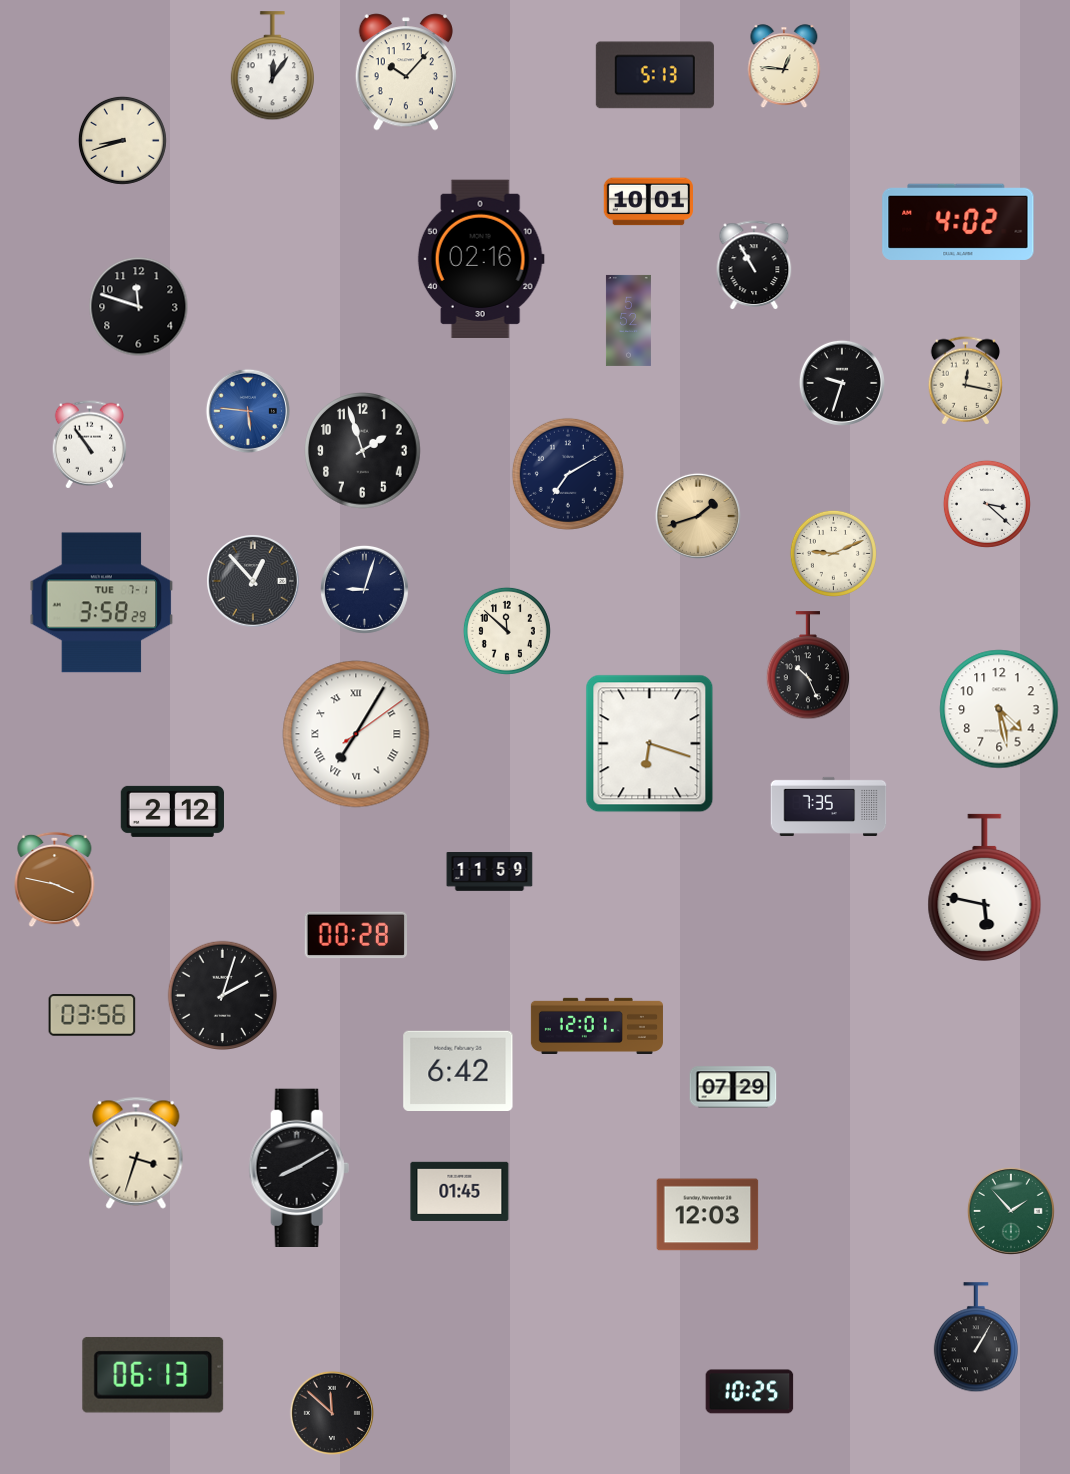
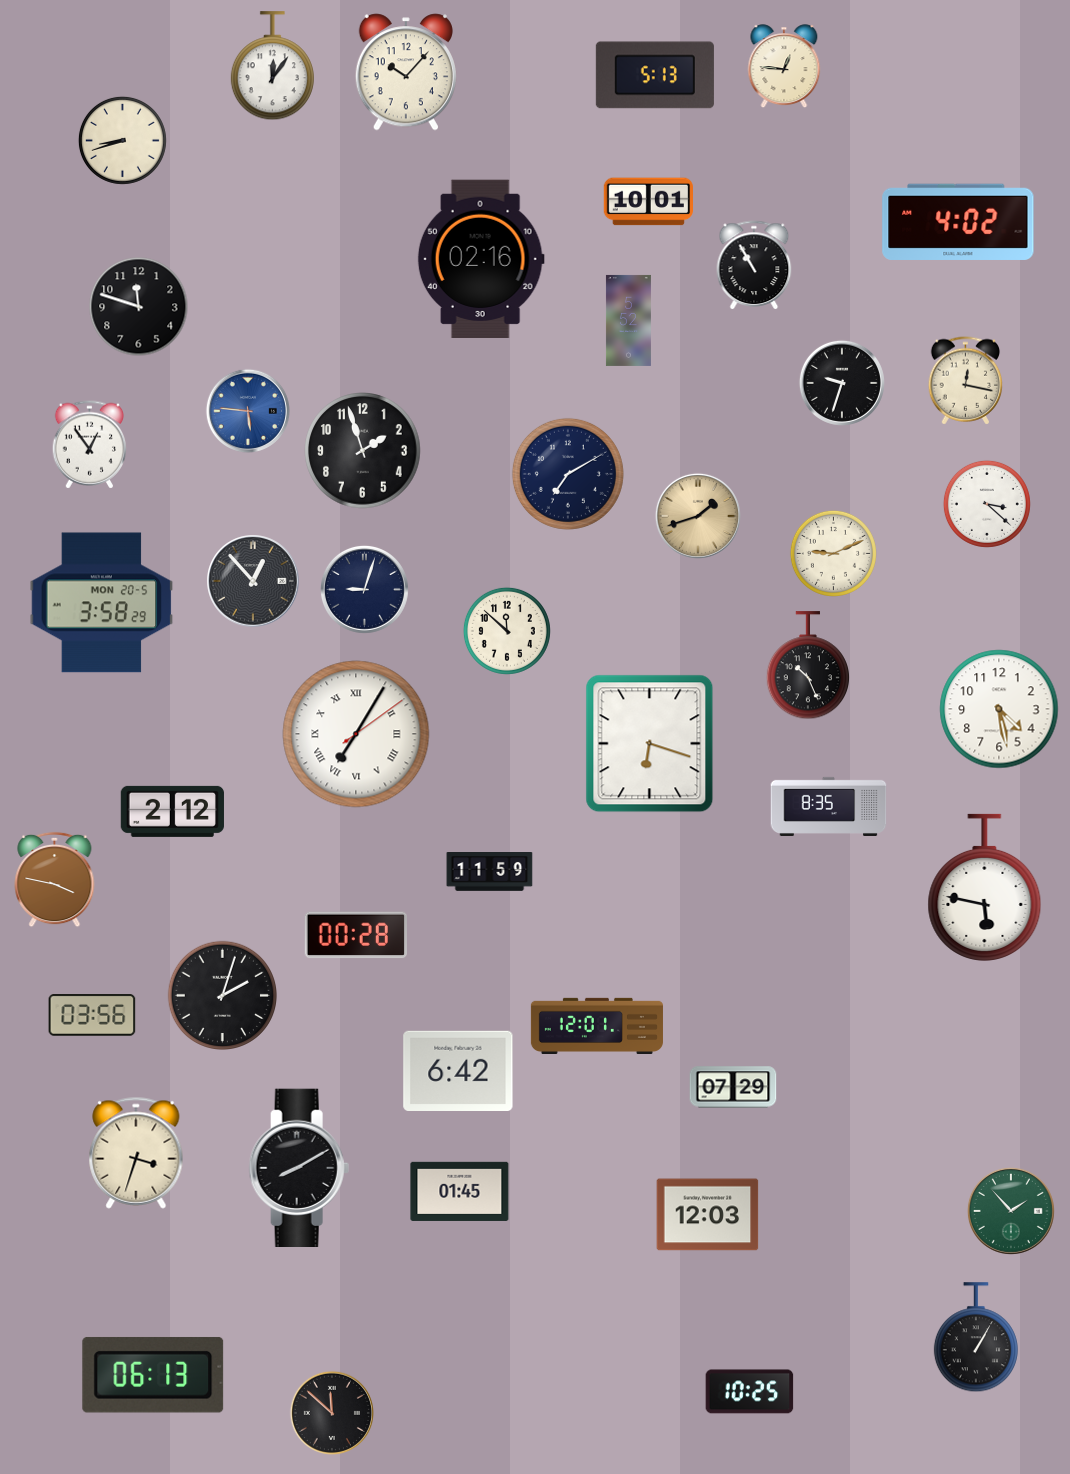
clock at (90, 445): 10:54 -> 12:54
clock at (102, 603) date: TUE 7-1 -> MON 20-5
clock at (829, 806): 7:35 -> 8:35
